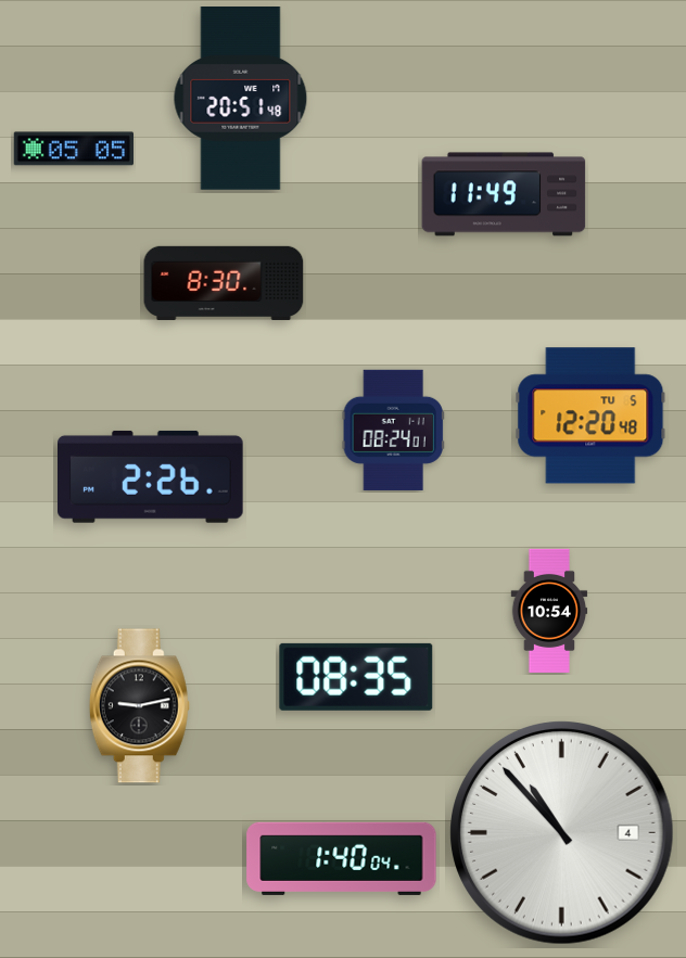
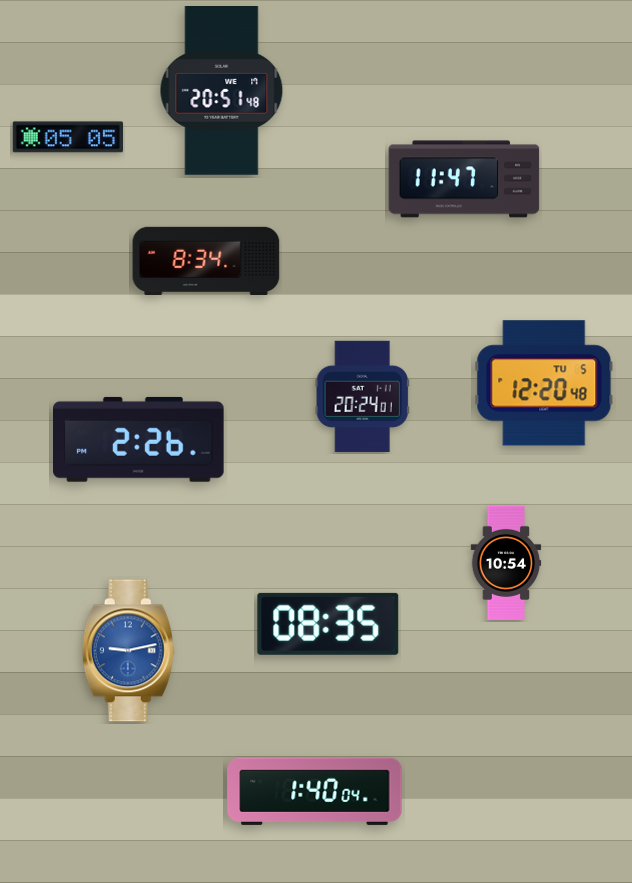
clock at (504, 194): 11:49 -> 11:47
clock at (224, 283): 8:30 -> 8:34
clock at (393, 430): 08:24 -> 20:24
clock at (139, 706) dial: black -> blue
clock at (562, 833): 10:53 -> none
